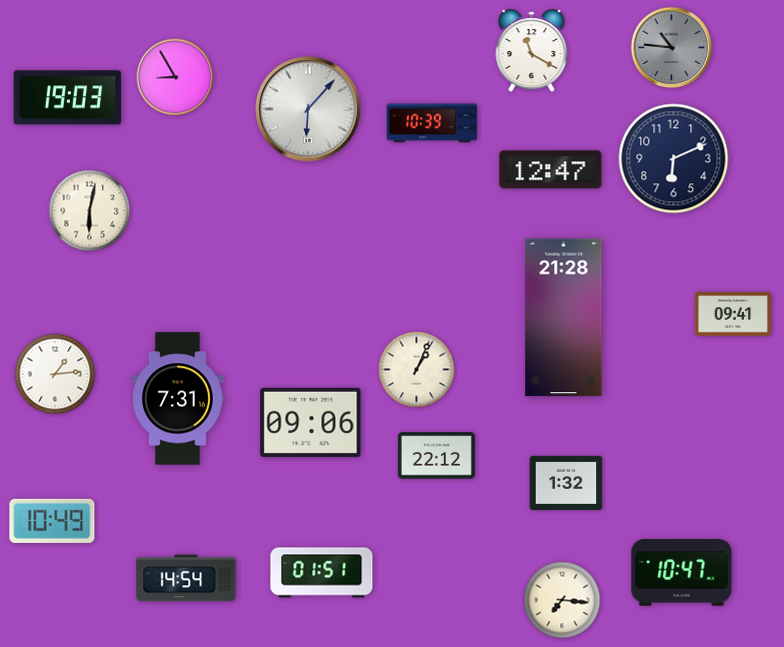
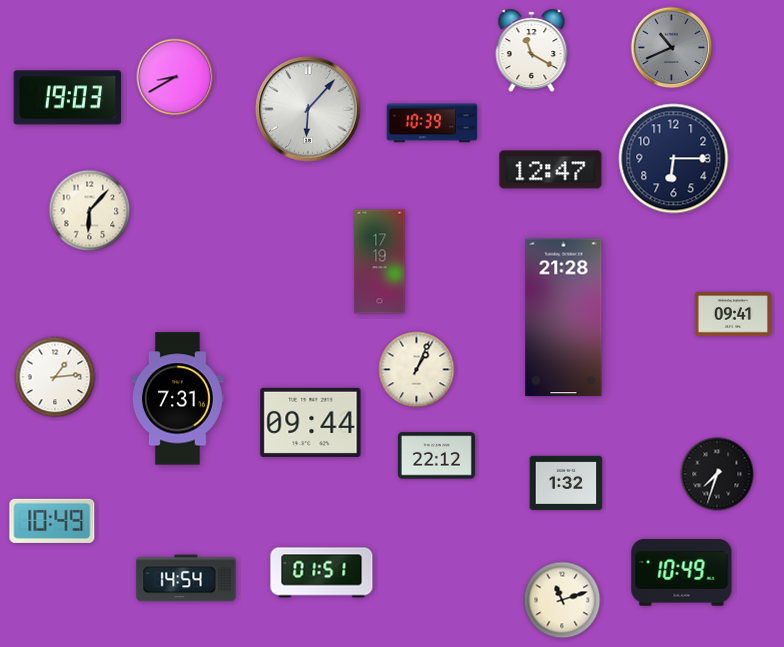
clock at (672, 48): 10:46 -> 10:41
clock at (175, 77): 8:55 -> 8:40
clock at (674, 159): 6:11 -> 6:15
clock at (90, 211): 6:02 -> 6:07
clock at (380, 262): none -> 17:19
clock at (55, 374) position: (55, 374) -> (55, 377)
clock at (311, 422): 09:06 -> 09:44
clock at (717, 474): none -> 7:33
clock at (682, 573): 10:47 -> 10:49
clock at (562, 600): 7:16 -> 11:12
